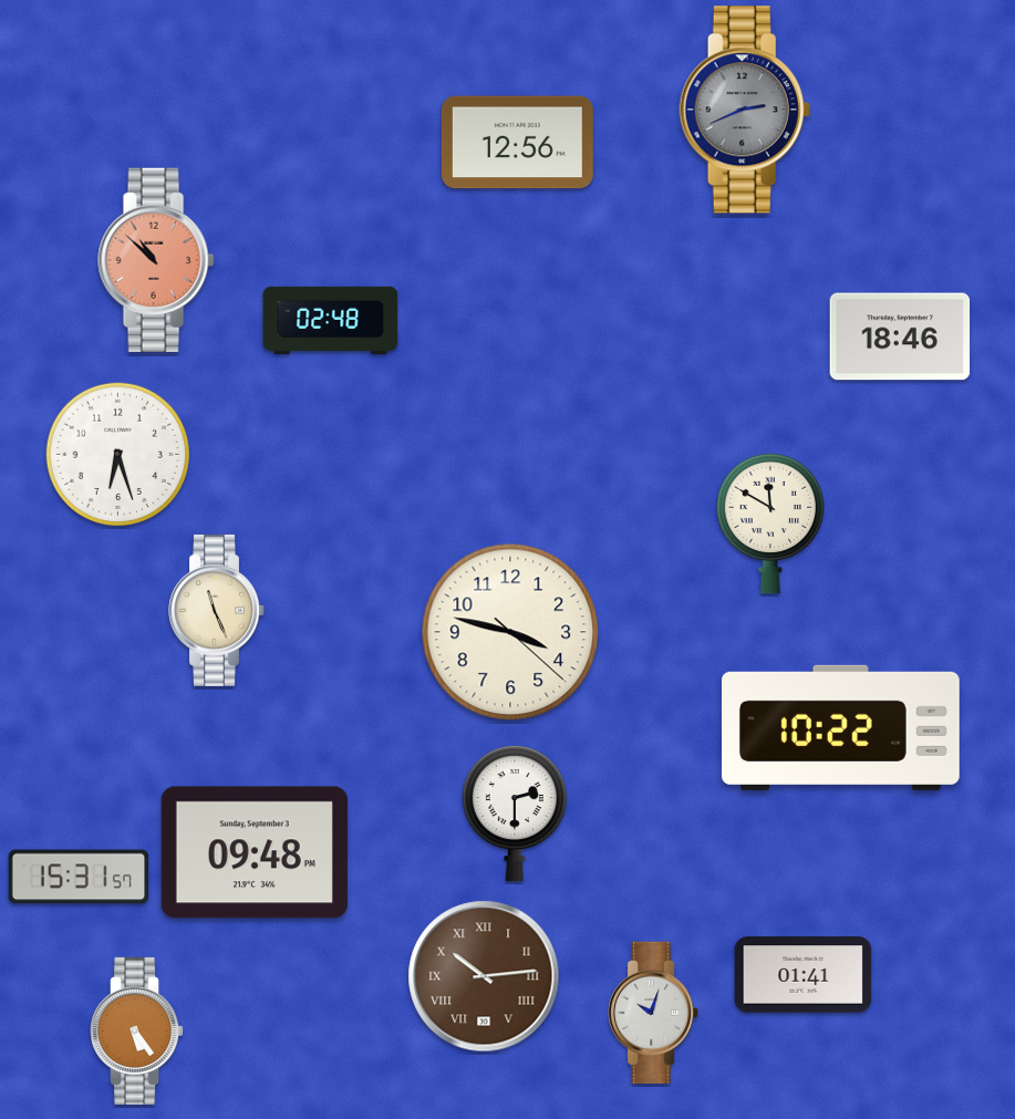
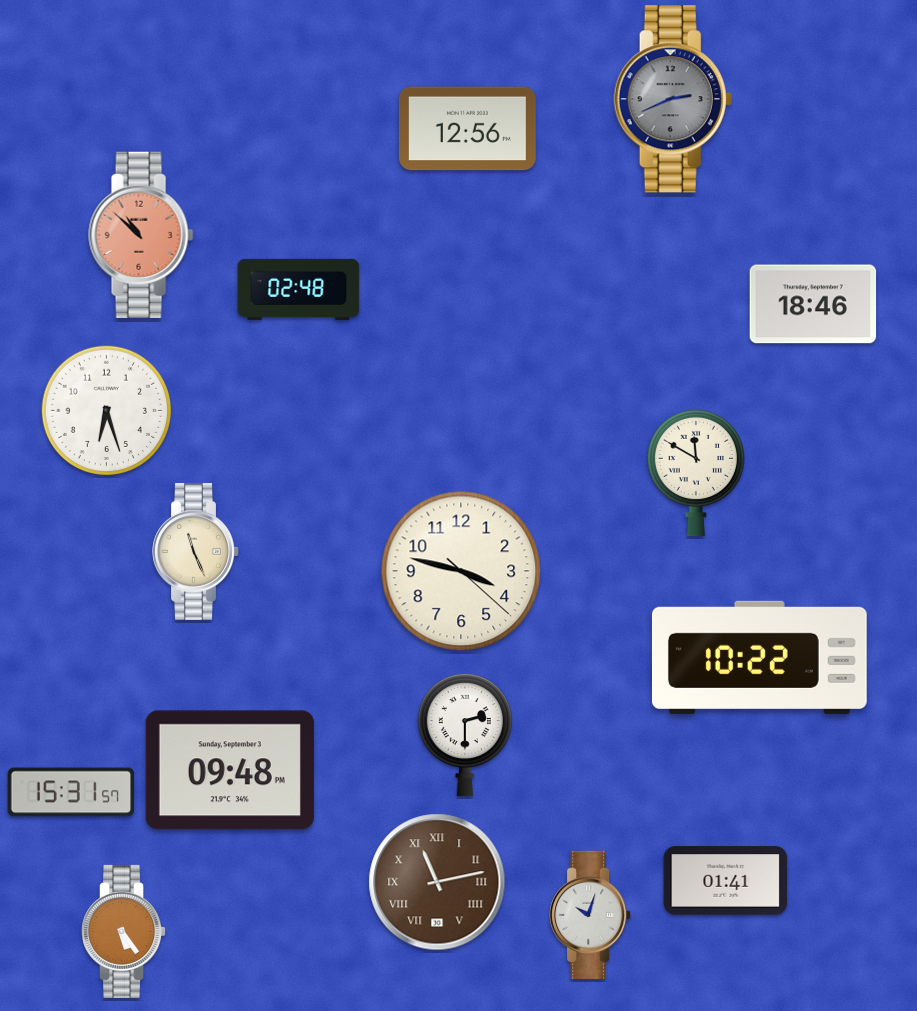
clock at (484, 976): 10:14 -> 11:13
